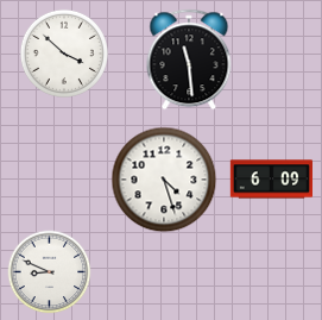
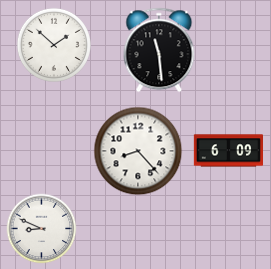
clock at (64, 54): 3:52 -> 1:52
clock at (164, 180): 4:27 -> 8:23
